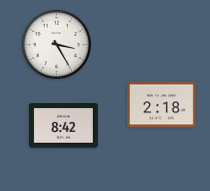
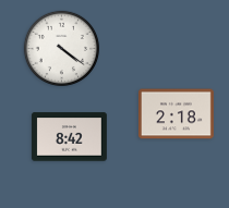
clock at (57, 45): 3:25 -> 4:21
